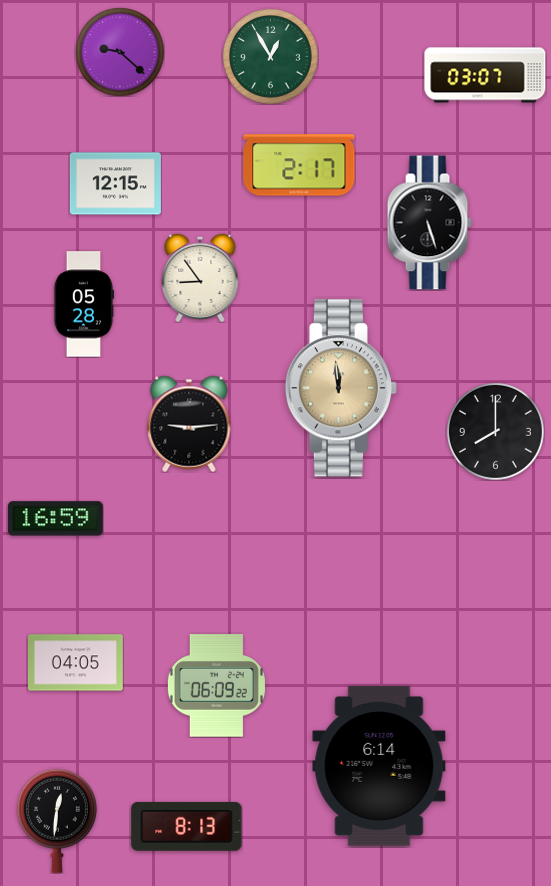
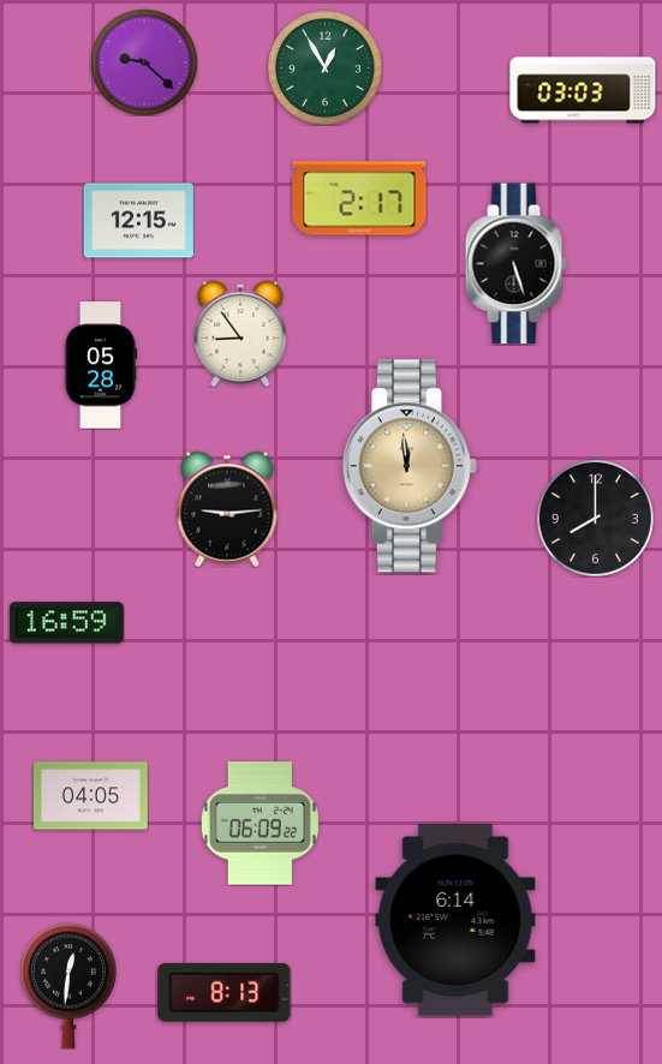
clock at (485, 75): 03:07 -> 03:03
clock at (429, 223) position: (429, 223) -> (515, 264)
